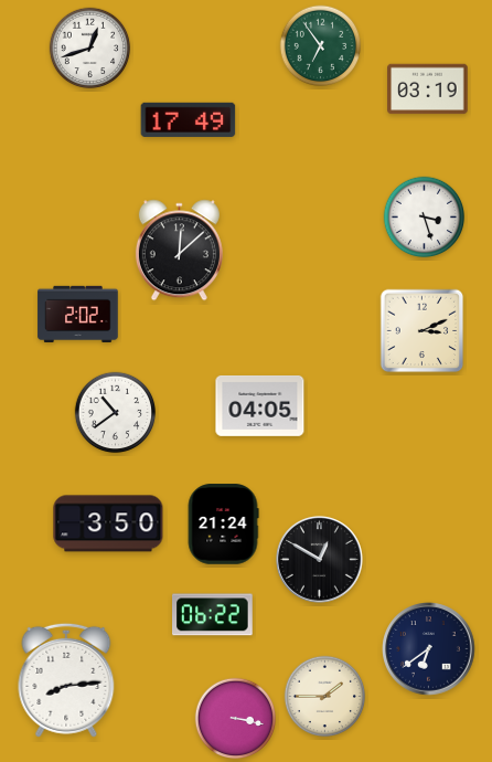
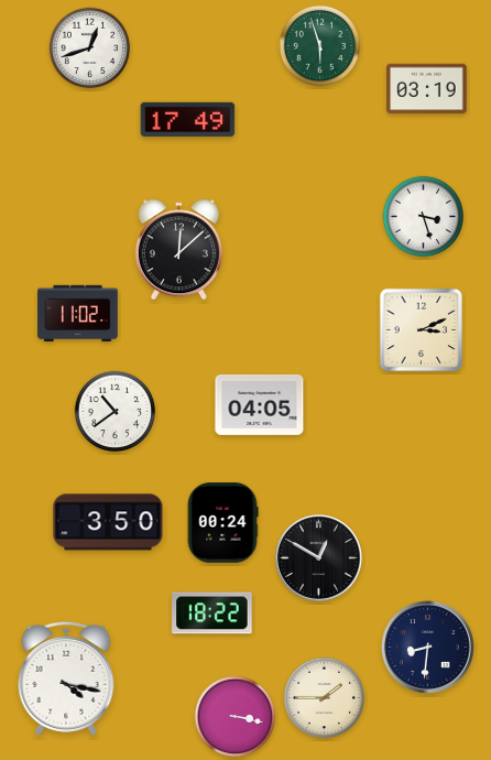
clock at (321, 46): 6:54 -> 5:57
clock at (78, 314): 2:02 -> 11:02
clock at (223, 525): 21:24 -> 00:24
clock at (213, 615): 06:22 -> 18:22
clock at (429, 649): 6:39 -> 8:31
clock at (66, 680): 8:14 -> 4:17
clock at (325, 697) position: (325, 697) -> (325, 698)
